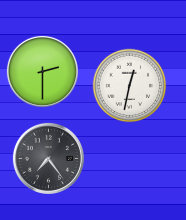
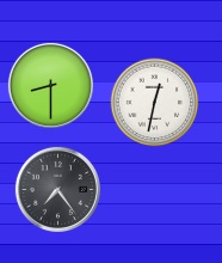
clock at (42, 71): 2:30 -> 8:30
